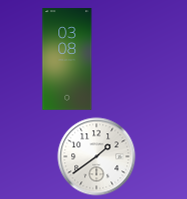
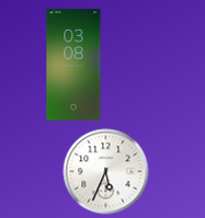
clock at (96, 156): 1:39 -> 5:34
